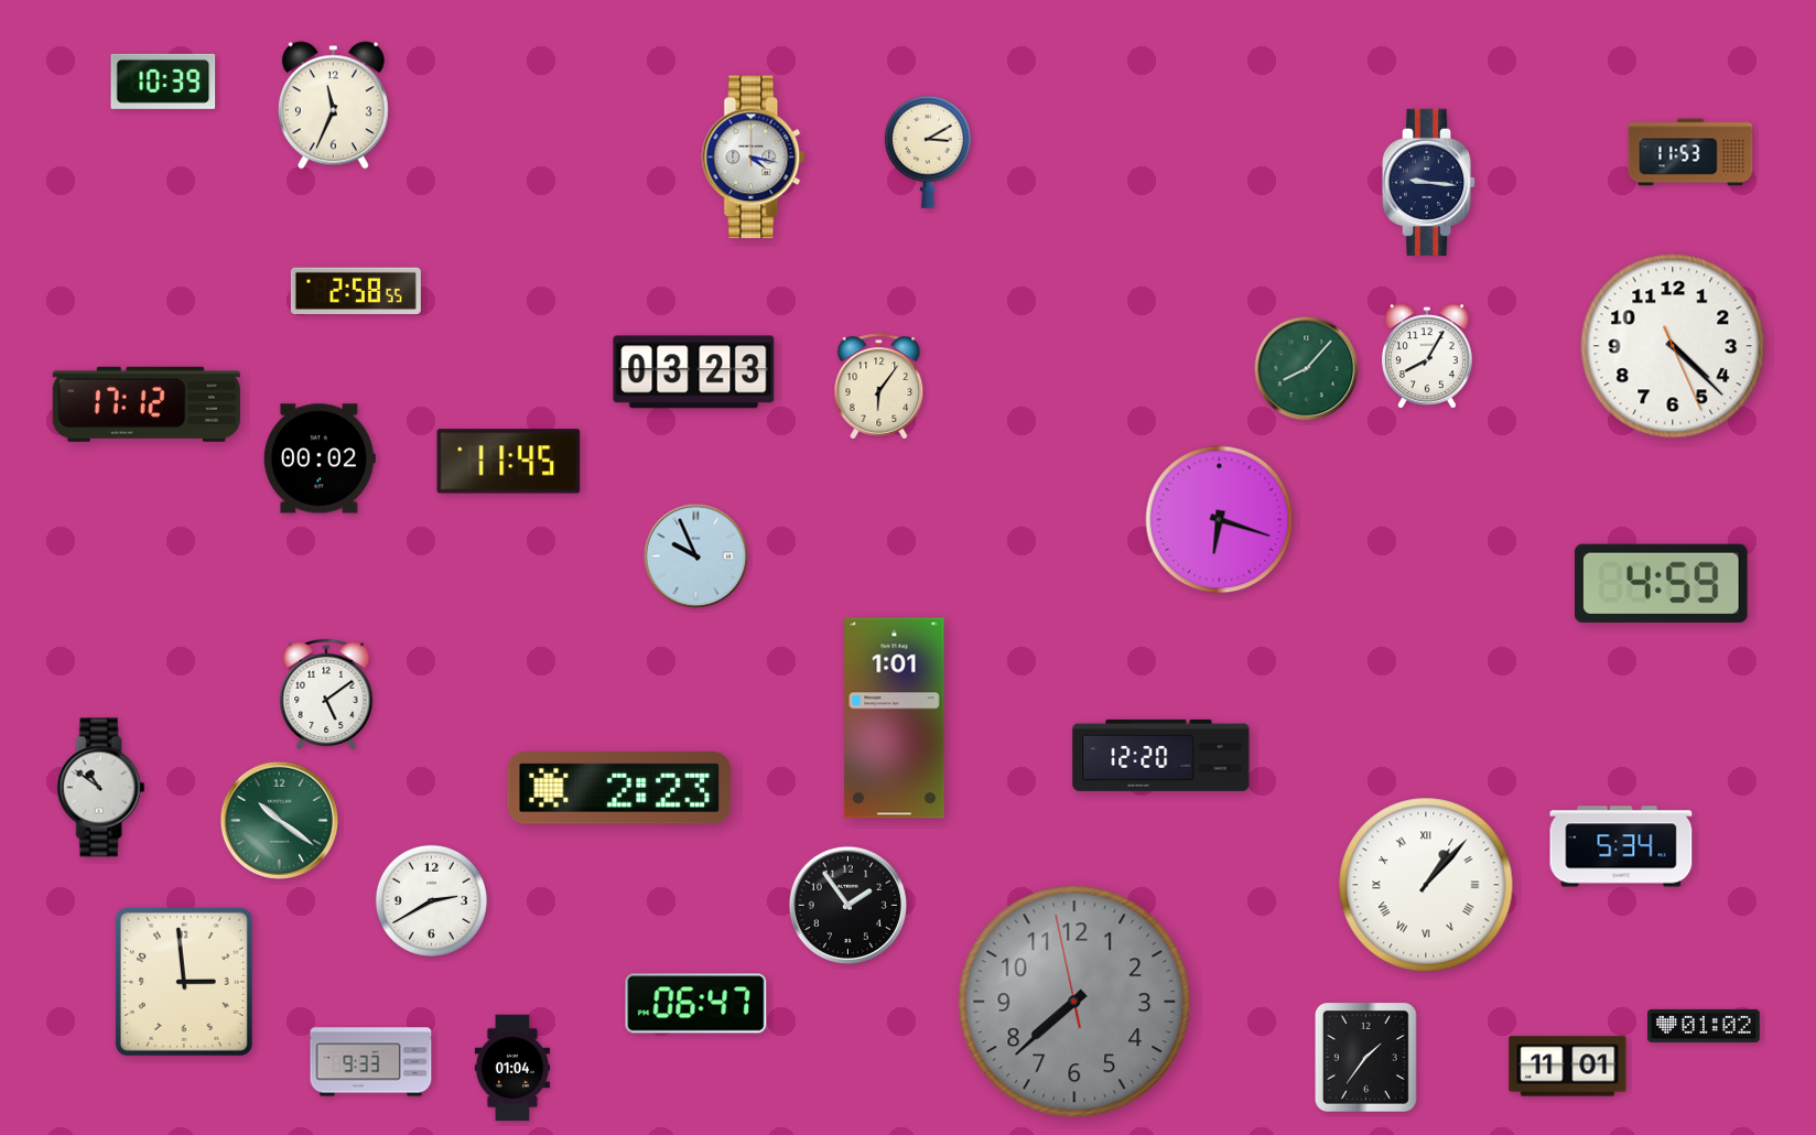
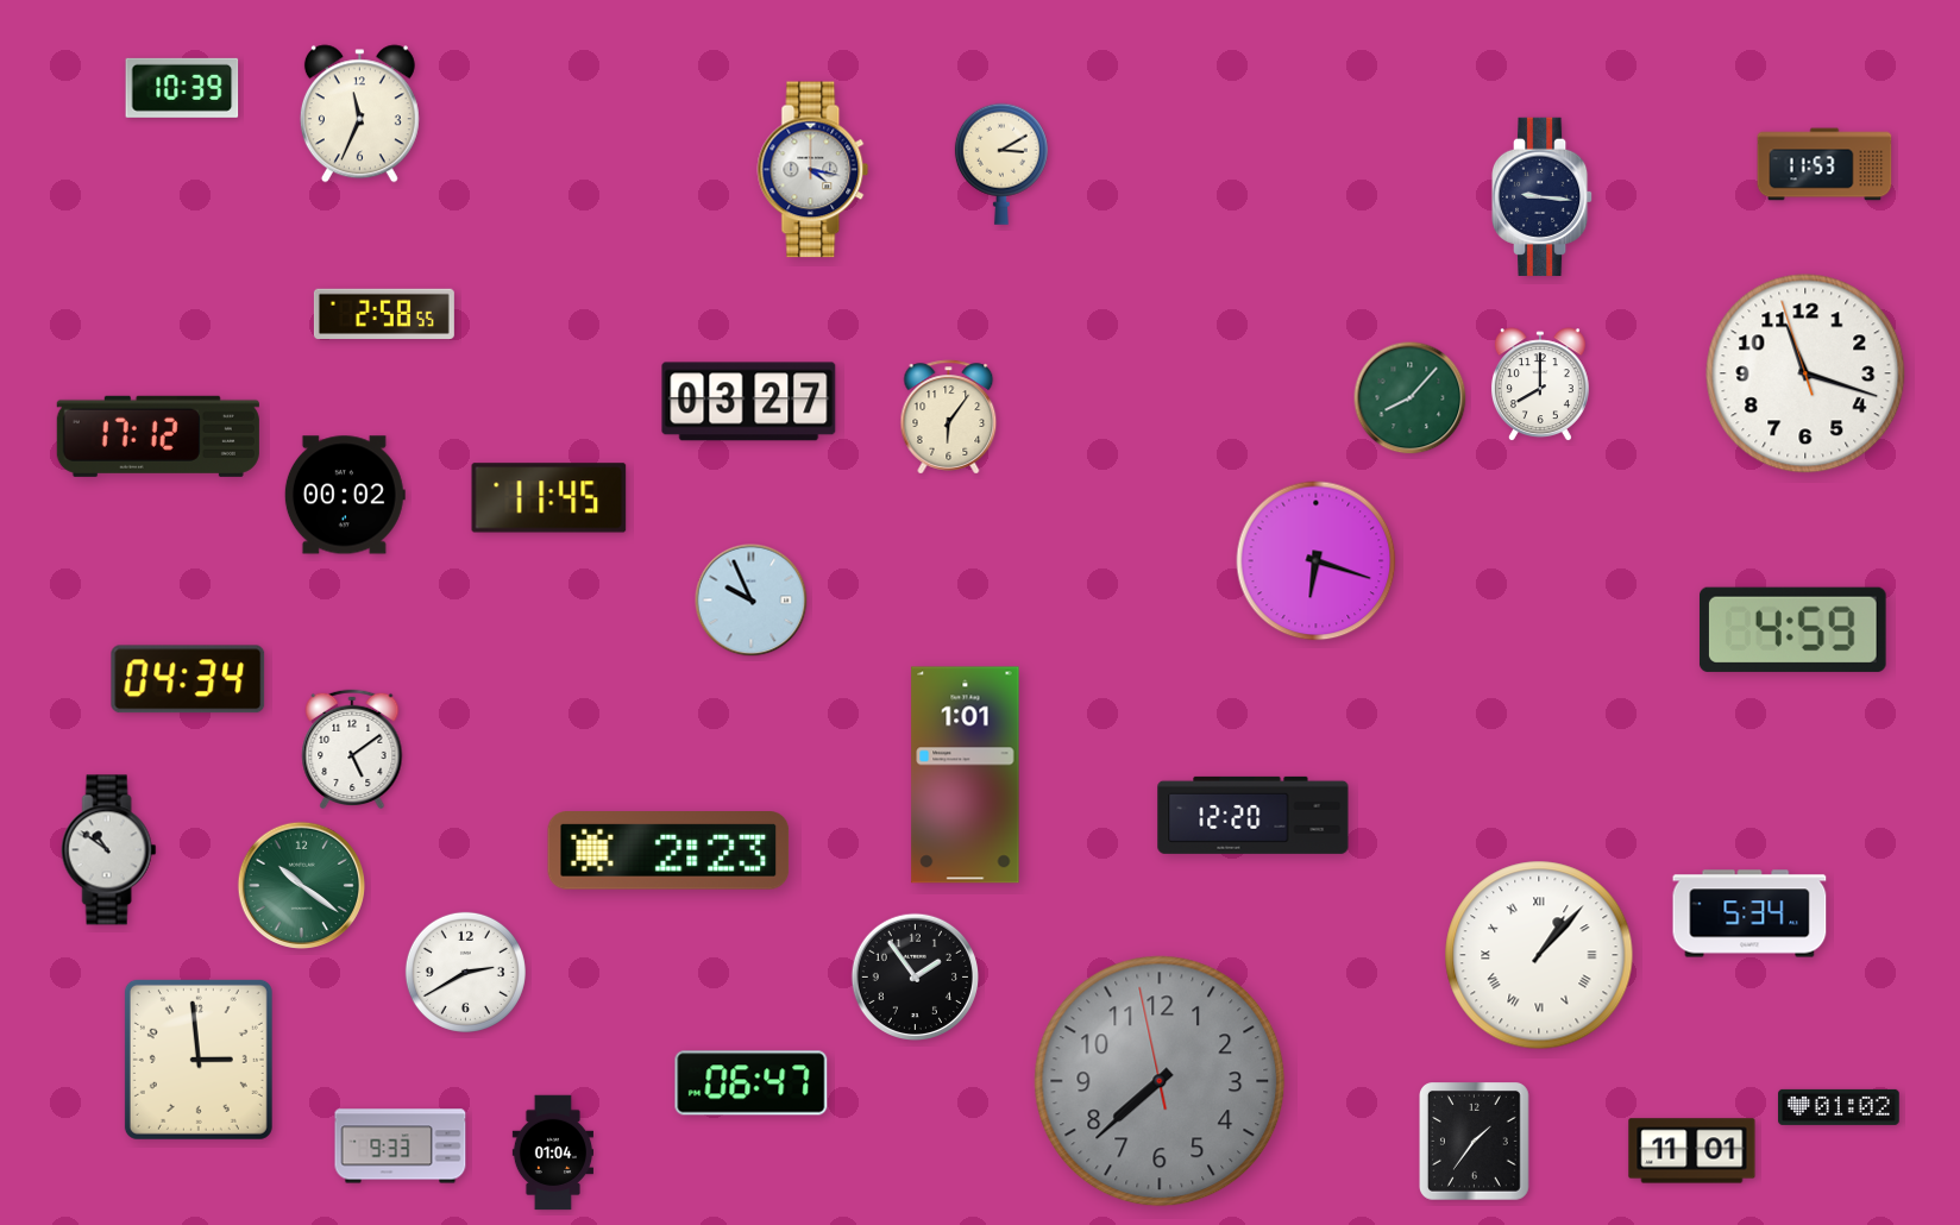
clock at (163, 82) position: (163, 82) -> (182, 88)
clock at (1673, 346): 4:22 -> 11:17
clock at (1427, 357): 8:05 -> 8:00
clock at (694, 372): 03:23 -> 03:27
clock at (188, 679): none -> 04:34
